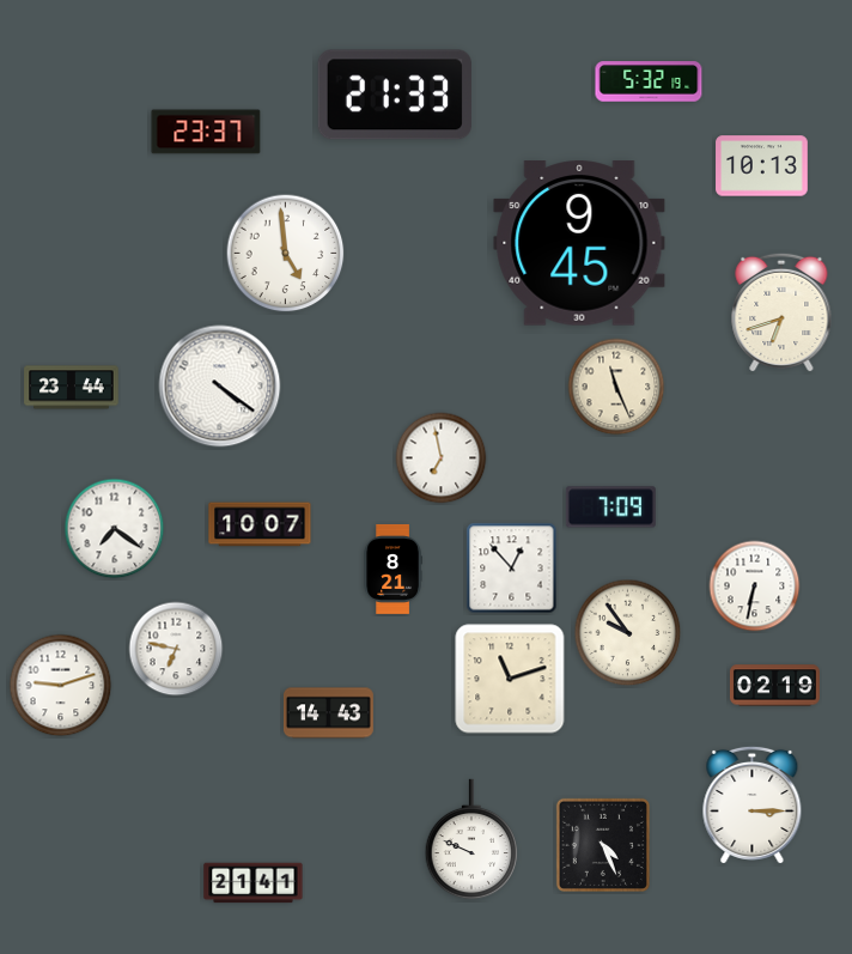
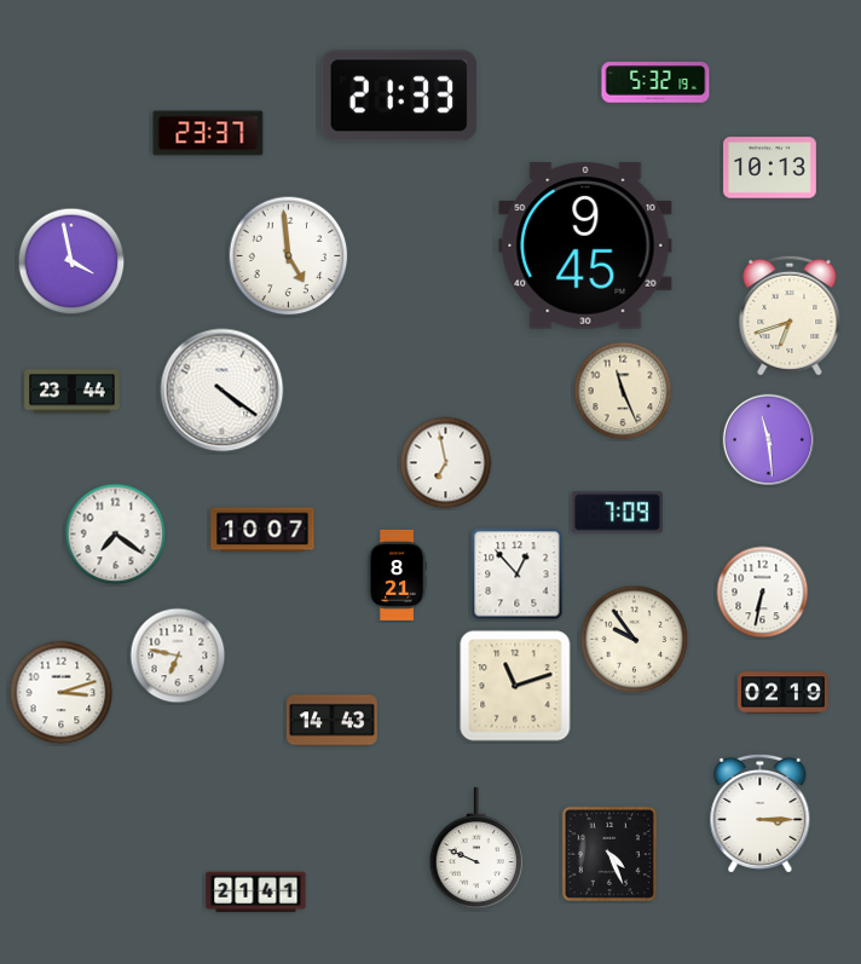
clock at (71, 261): none -> 3:58
clock at (769, 440): none -> 11:29
clock at (61, 686): 9:12 -> 3:12
